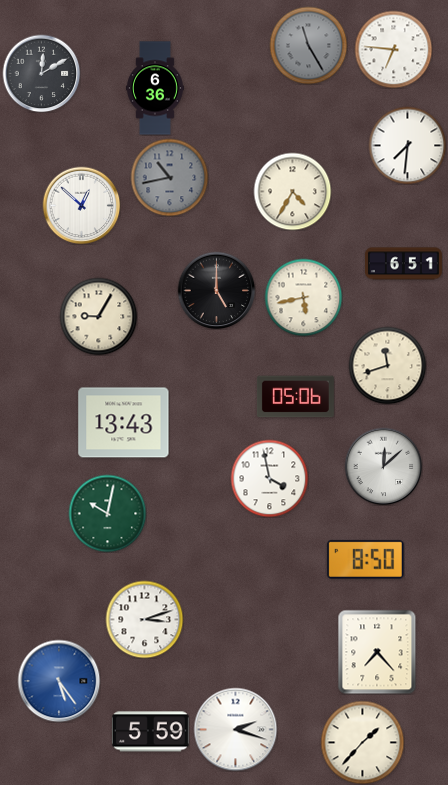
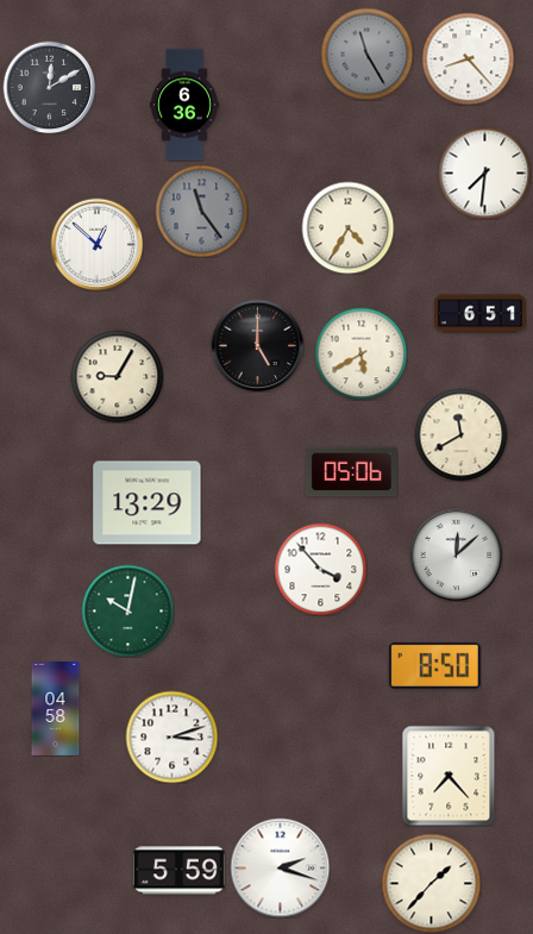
clock at (393, 49): 6:46 -> 8:23
clock at (169, 177): 10:43 -> 11:24
clock at (303, 297): 5:43 -> 5:40
clock at (387, 365): 11:42 -> 11:40
clock at (124, 423): 13:43 -> 13:29
clock at (269, 478): 3:58 -> 3:53
clock at (56, 709): none -> 04:58
clock at (59, 681): 5:24 -> none
